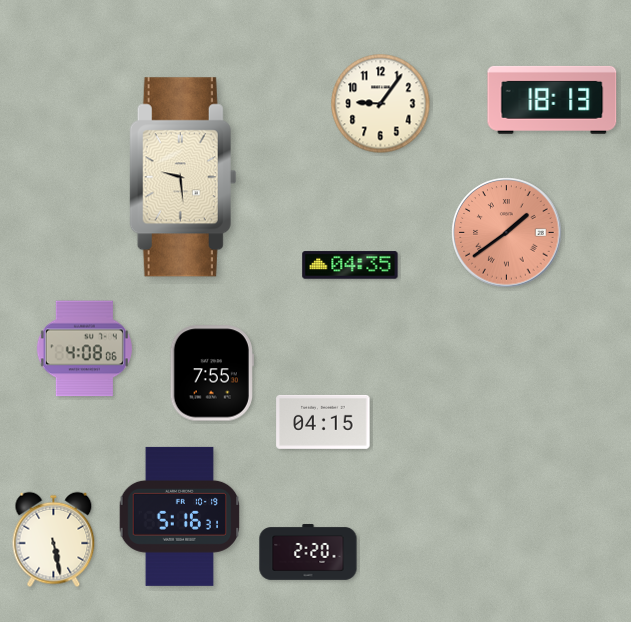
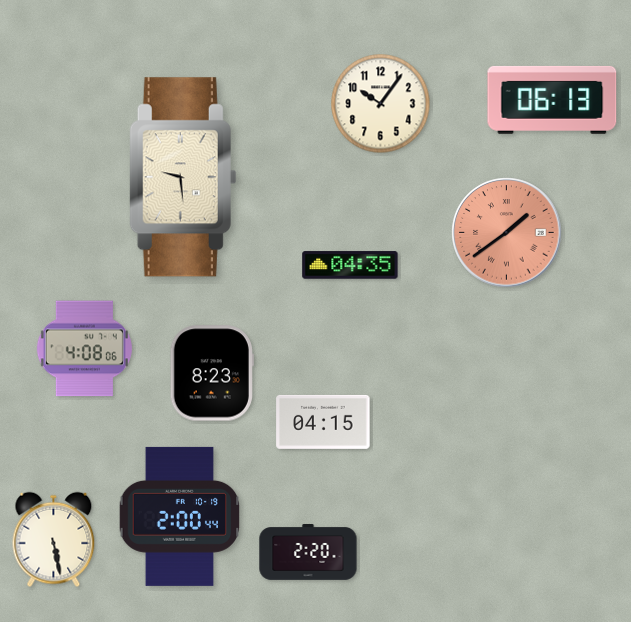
clock at (552, 100): 18:13 -> 06:13
clock at (381, 104): 9:06 -> 10:06
clock at (212, 373): 7:55 -> 8:23
clock at (180, 516): 5:16 -> 2:00
